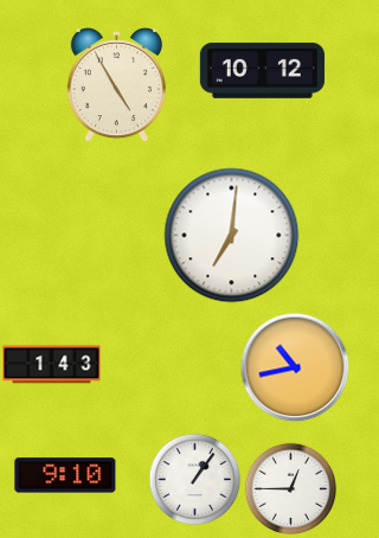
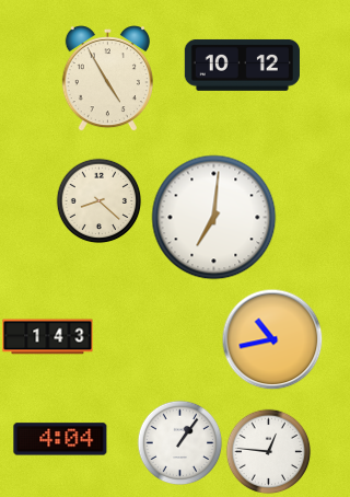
clock at (98, 200): none -> 8:22
clock at (65, 475): 9:10 -> 4:04
clock at (290, 488): 12:45 -> 12:46
